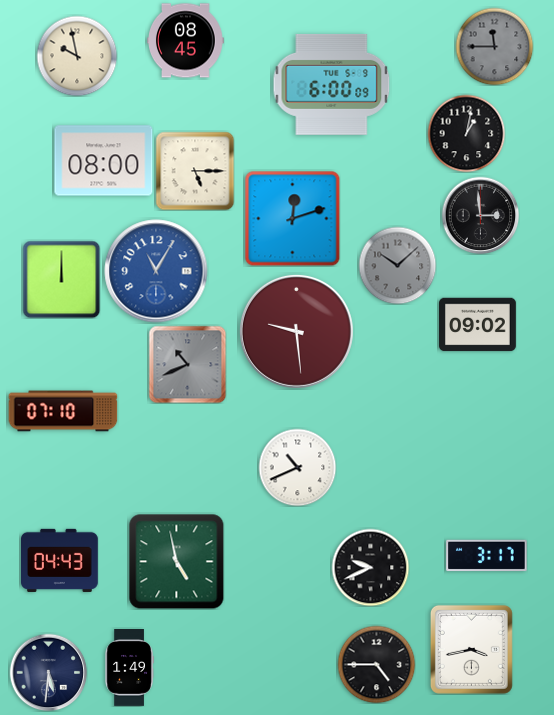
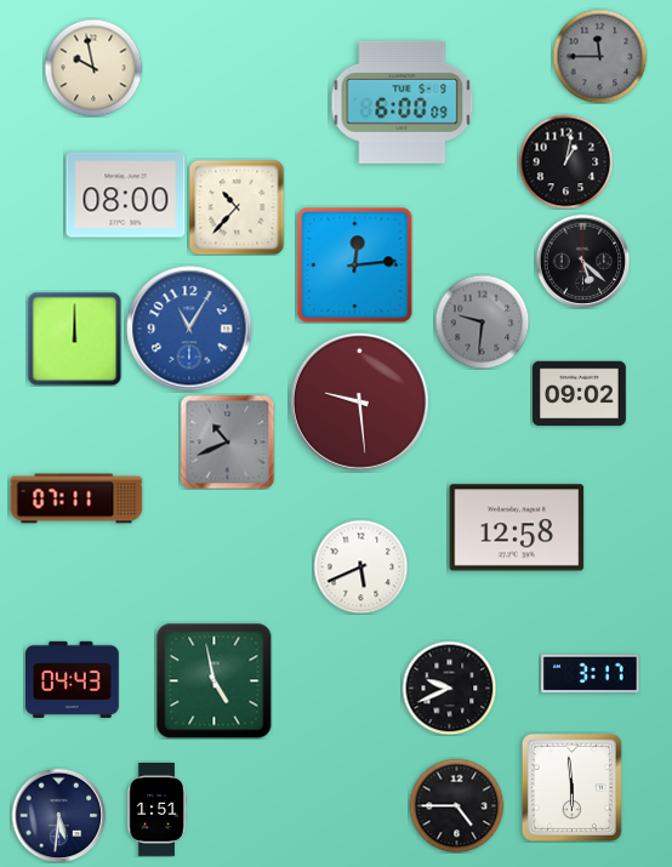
clock at (186, 41): 08:45 -> none
clock at (195, 171): 5:15 -> 10:37
clock at (480, 215): 2:59 -> 5:22
clock at (292, 218): 12:12 -> 12:14
clock at (397, 265): 10:08 -> 9:31
clock at (63, 411): 07:10 -> 07:11
clock at (517, 527): none -> 12:58
clock at (297, 467): 10:41 -> 5:41
clock at (471, 649): 3:43 -> 5:59
clock at (129, 668): 1:49 -> 1:51
